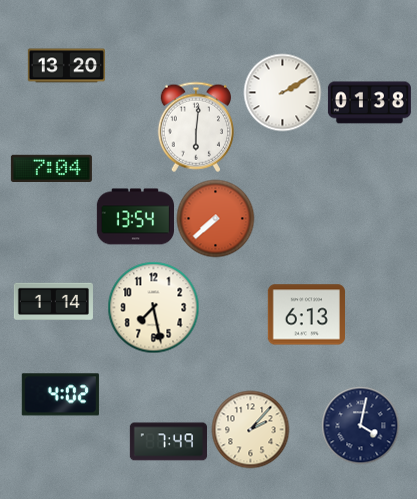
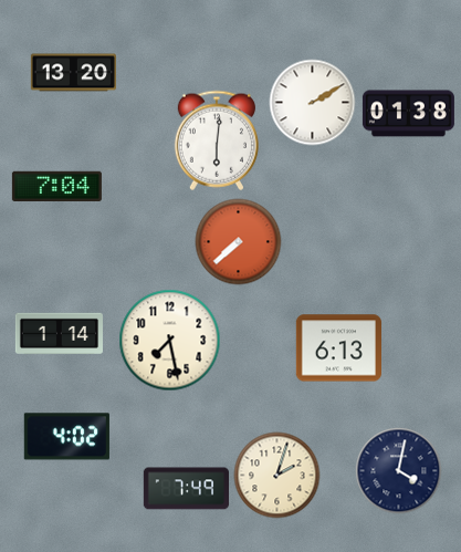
clock at (135, 217): 13:54 -> none
clock at (250, 429): 2:07 -> 2:03
